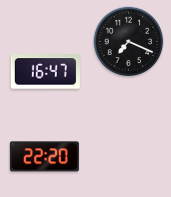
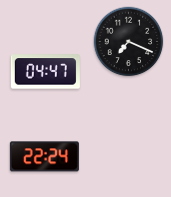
clock at (45, 72): 16:47 -> 04:47
clock at (44, 157): 22:20 -> 22:24
